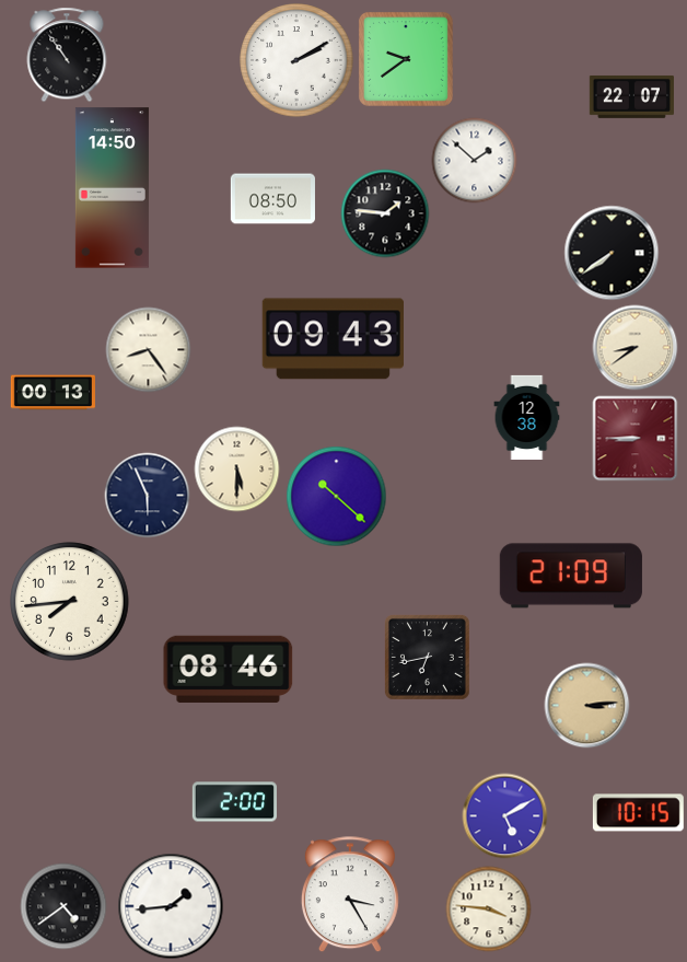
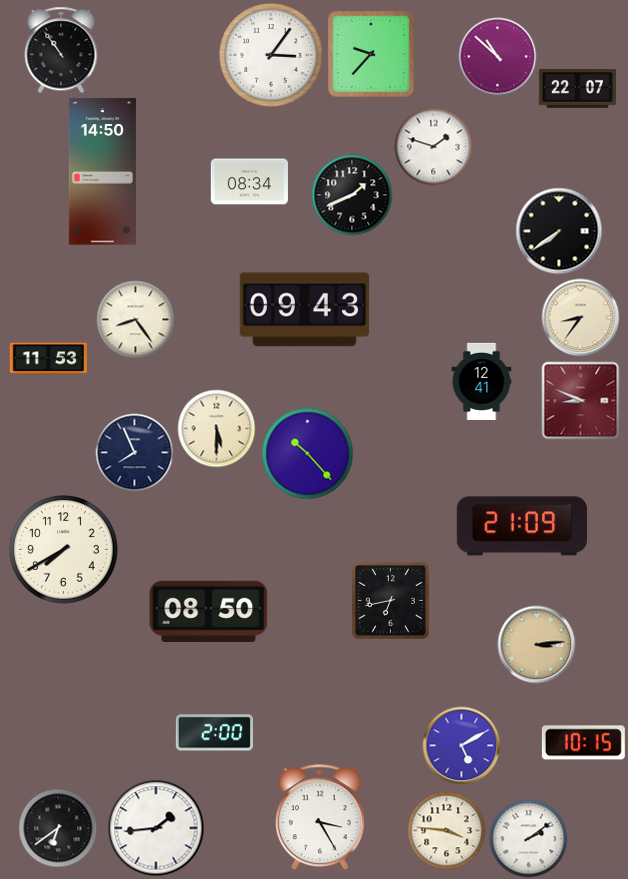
clock at (406, 59): 9:39 -> 9:37
clock at (296, 60): 2:10 -> 3:06
clock at (497, 56): none -> 10:52
clock at (474, 160): 1:52 -> 1:48
clock at (272, 199): 08:50 -> 08:34
clock at (385, 213): 1:46 -> 1:41
clock at (634, 347): 8:39 -> 8:36
clock at (53, 393): 00:13 -> 11:53
clock at (527, 417): 12:38 -> 12:41
clock at (634, 438): 8:45 -> 8:49
clock at (147, 495): 5:56 -> 7:56
clock at (336, 496): 10:22 -> 10:23
clock at (70, 602): 7:44 -> 7:40
clock at (229, 669): 08:46 -> 08:50
clock at (63, 906): 4:39 -> 6:39
clock at (528, 838): none -> 2:09
